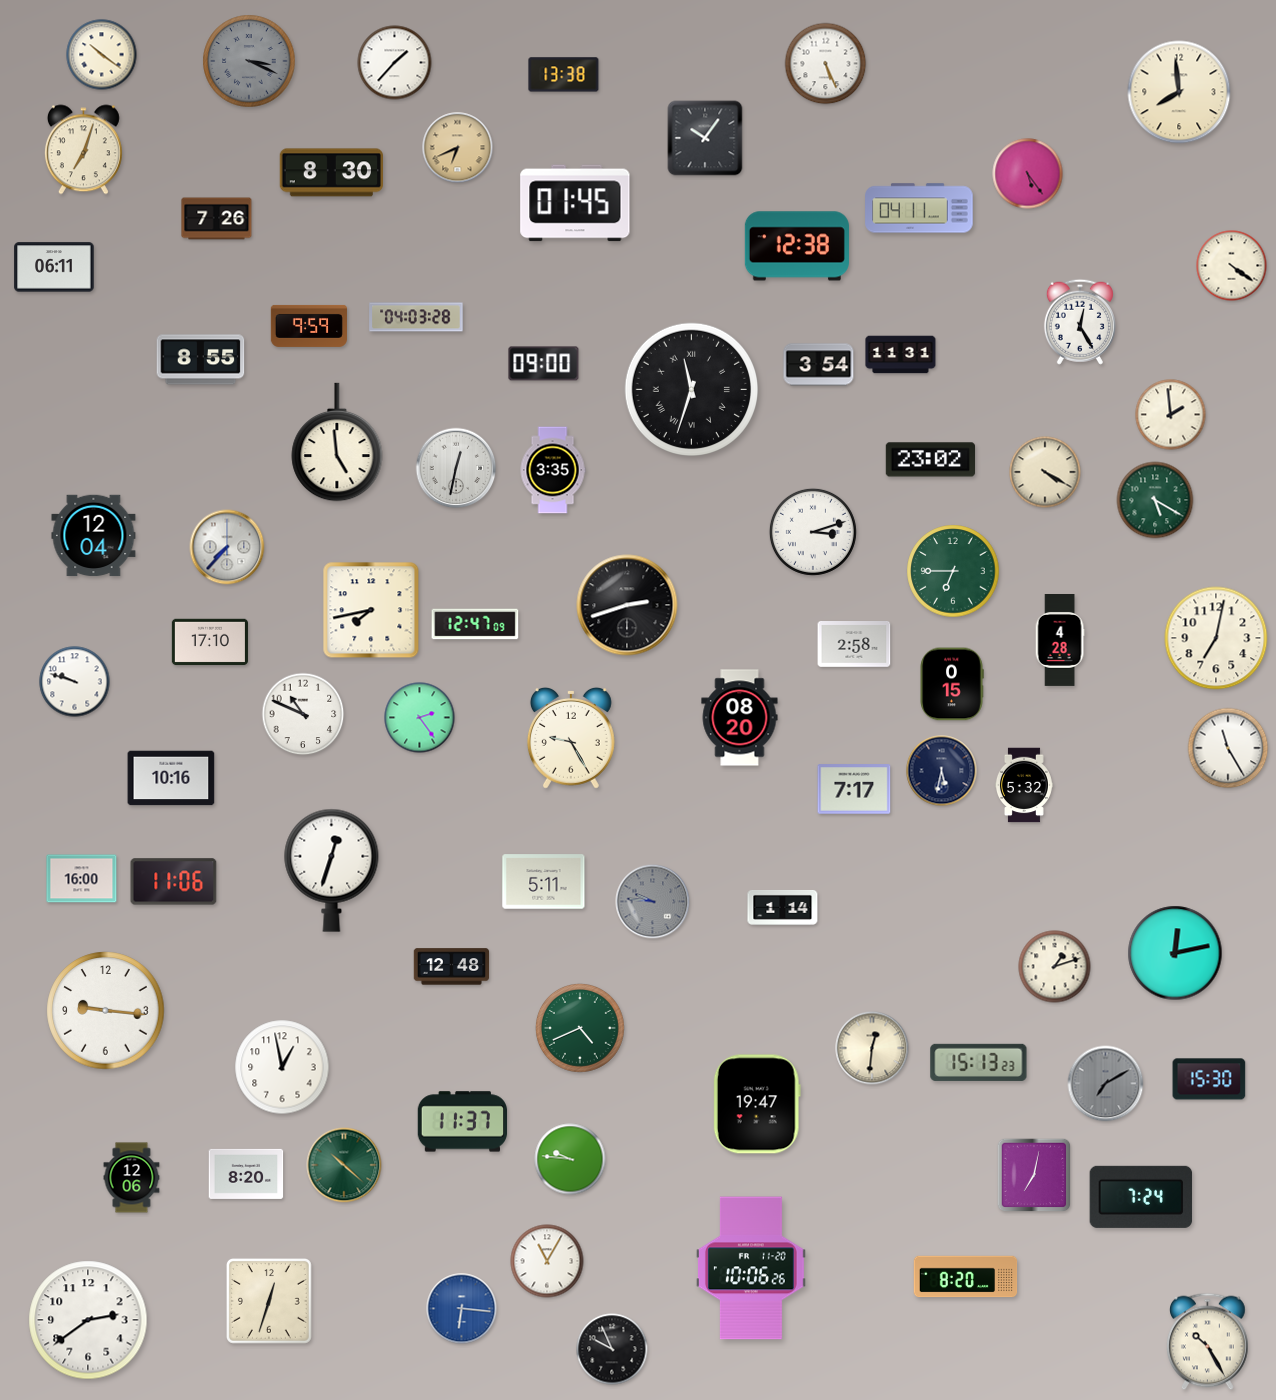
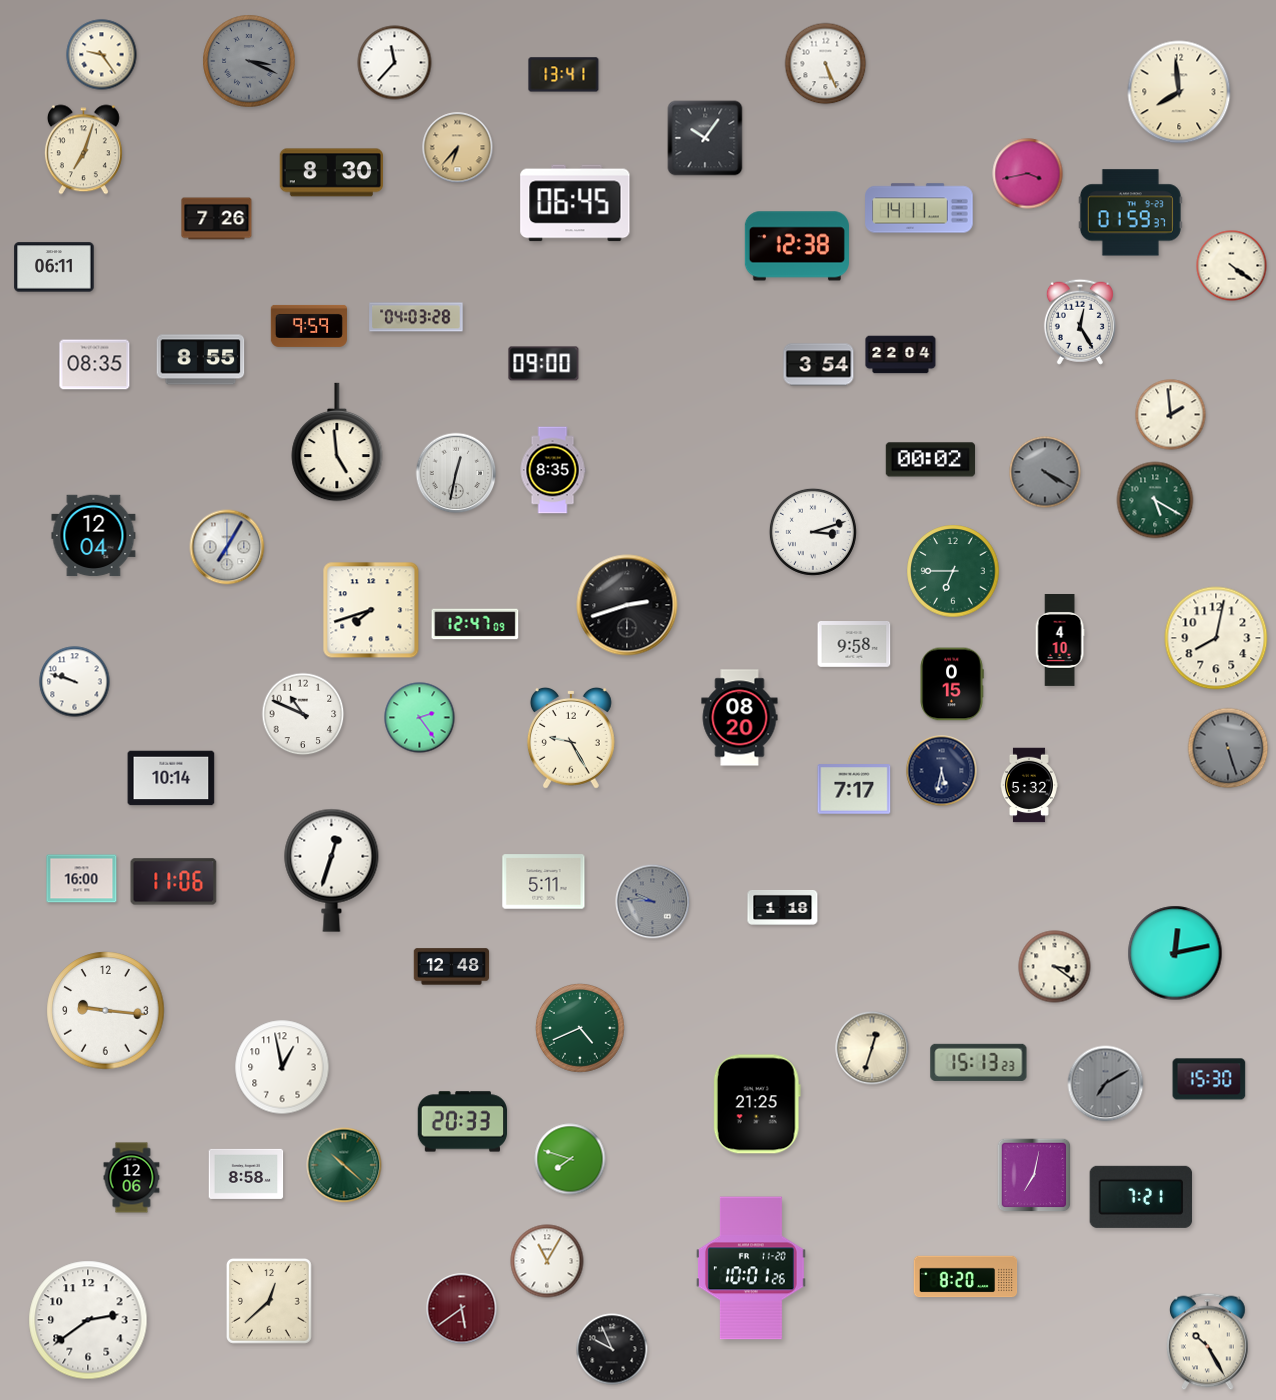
clock at (102, 55): 10:21 -> 9:24
clock at (395, 63): 1:37 -> 11:37
clock at (564, 75): 13:38 -> 13:41
clock at (458, 148): 6:41 -> 6:37
clock at (1028, 174): 5:24 -> 3:43
clock at (575, 203): 01:45 -> 06:45
clock at (919, 208): 04:11 -> 14:11
clock at (1130, 213): none -> 01:59
clock at (901, 355): 11:31 -> 22:04
clock at (95, 365): none -> 08:35
clock at (691, 389): 11:33 -> none
clock at (931, 460): 23:02 -> 00:02
clock at (456, 468) position: (456, 468) -> (456, 473)
clock at (553, 470): 3:35 -> 8:35
clock at (1045, 472) dial: cream -> grey
clock at (227, 547): 7:37 -> 7:05
clock at (371, 610): 7:43 -> 7:42
clock at (1216, 638): 7:02 -> 8:02
clock at (1060, 641): 4:28 -> 4:10
clock at (210, 642): 17:10 -> none
clock at (854, 645): 2:58 -> 9:58
clock at (1228, 748): 11:25 -> 5:27
clock at (1228, 748) dial: white -> grey
clock at (171, 778): 10:16 -> 10:14
clock at (1024, 785) position: (1024, 785) -> (1029, 785)
clock at (783, 907): 1:14 -> 1:18
clock at (1055, 967): 1:12 -> 3:21
clock at (872, 1048): 12:31 -> 12:33
clock at (757, 1104): 19:47 -> 21:25
clock at (463, 1122): 11:37 -> 20:33
clock at (570, 1159): 9:46 -> 7:48
clock at (246, 1174): 8:20 -> 8:58
clock at (1141, 1197): 7:24 -> 7:21
clock at (751, 1268): 10:06 -> 10:01
clock at (269, 1301): 12:33 -> 12:38
clock at (462, 1309): 6:16 -> 5:39
clock at (462, 1309) dial: blue -> burgundy
